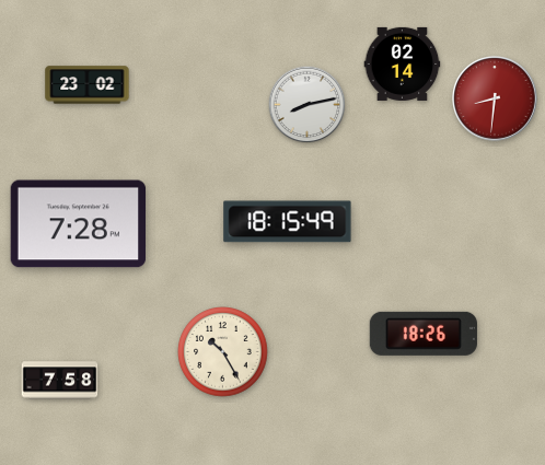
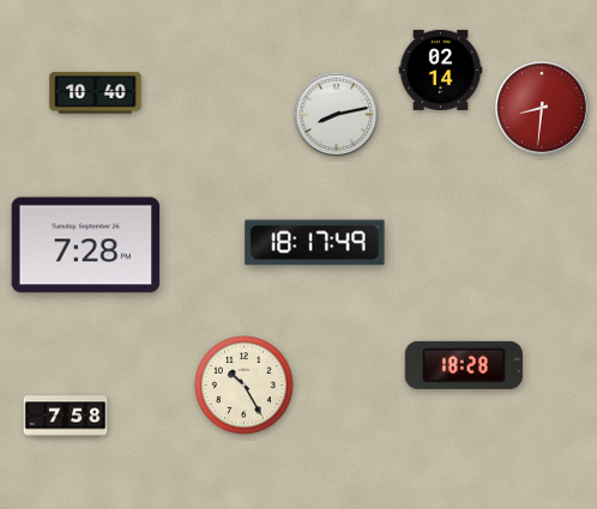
clock at (88, 85): 23:02 -> 10:40
clock at (288, 222): 18:15 -> 18:17
clock at (424, 334): 18:26 -> 18:28
